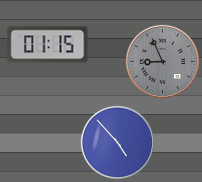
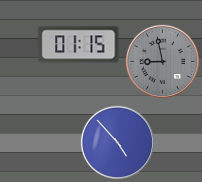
clock at (48, 45) position: (48, 45) -> (79, 45)
clock at (162, 61): 8:56 -> 8:58
